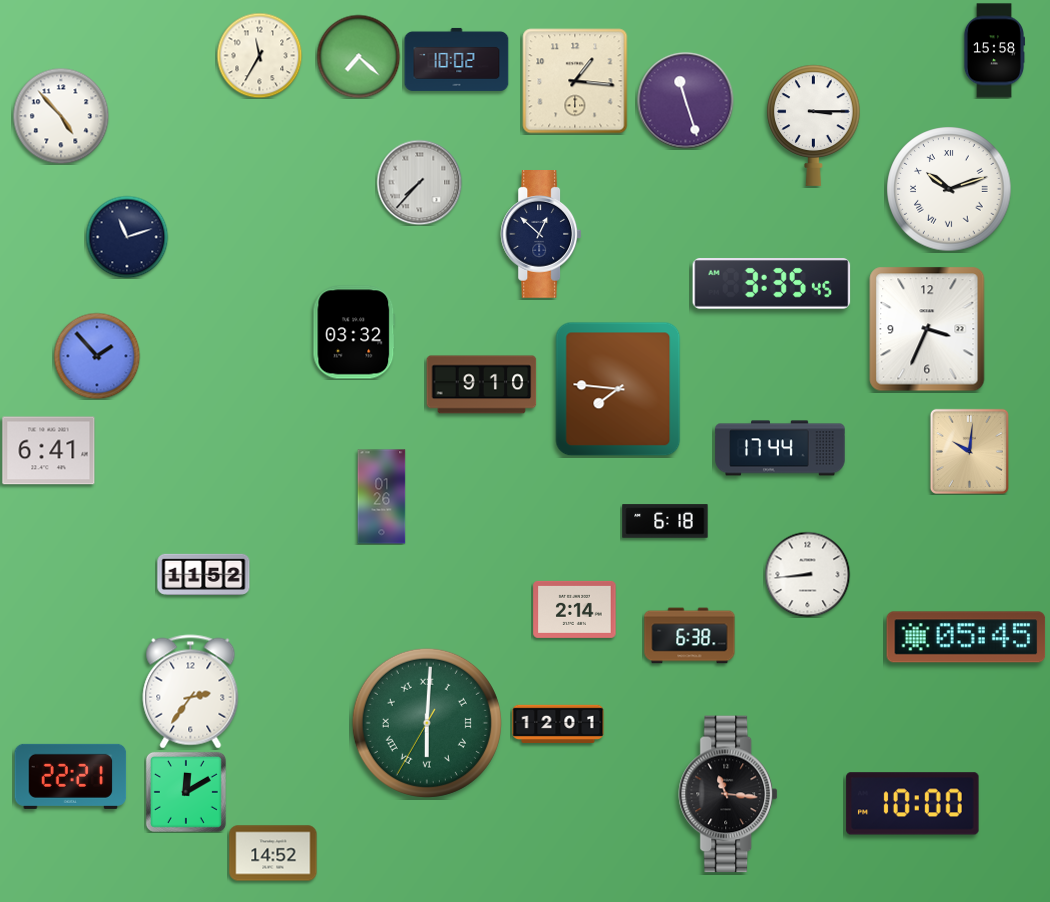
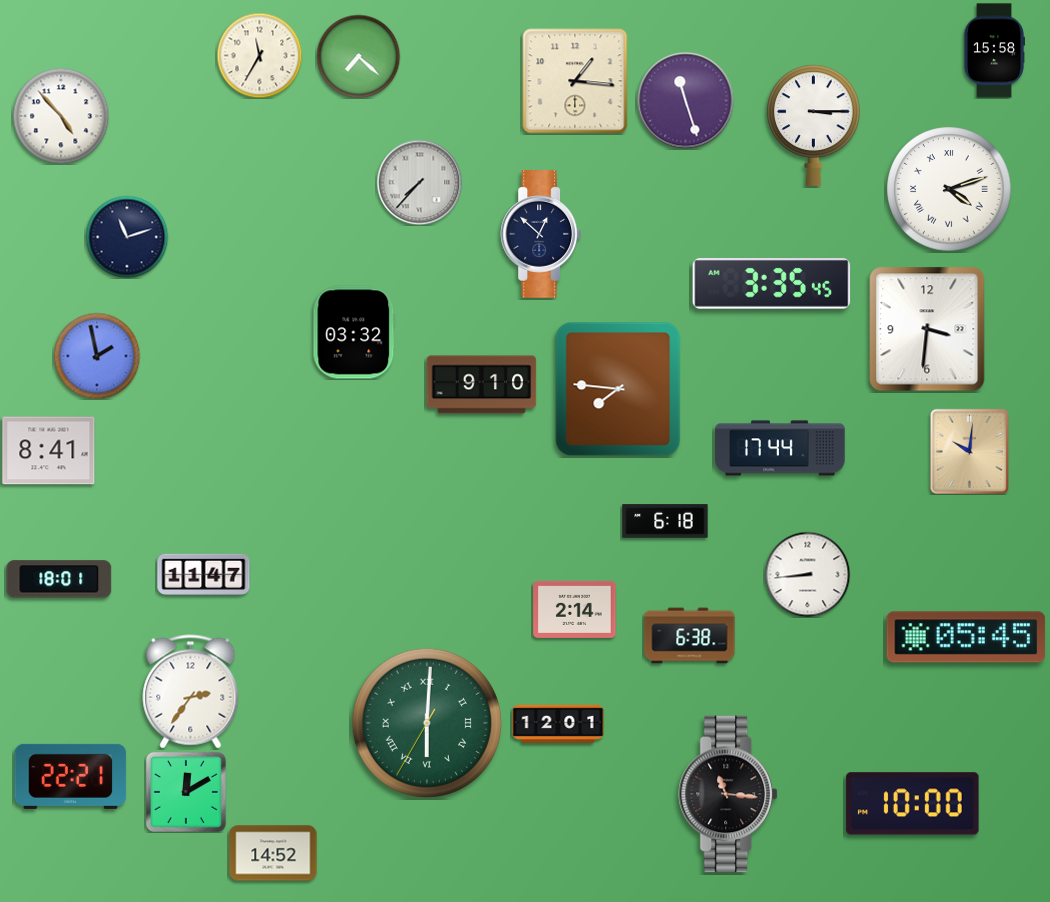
clock at (457, 59): 10:02 -> none
clock at (949, 189): 10:12 -> 4:12
clock at (927, 329): 3:34 -> 3:31
clock at (97, 356): 1:53 -> 1:58
clock at (49, 451): 6:41 -> 8:41
clock at (382, 497): 01:26 -> none
clock at (204, 574): 11:52 -> 11:47
clock at (59, 579): none -> 18:01
